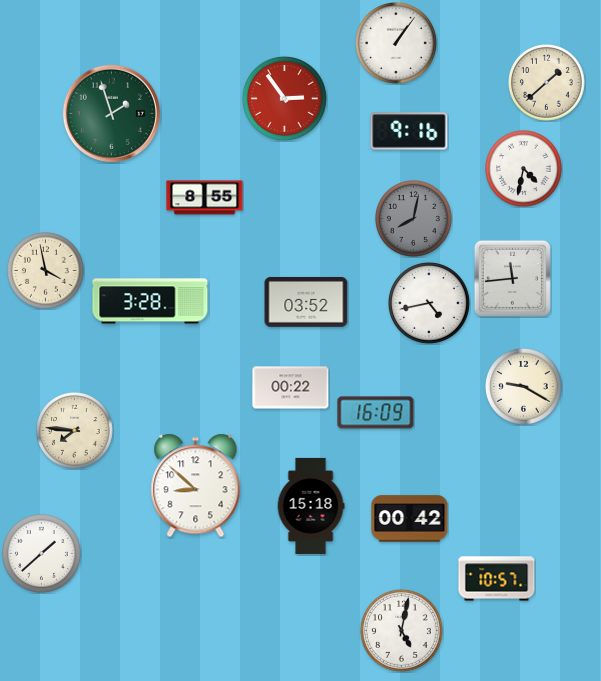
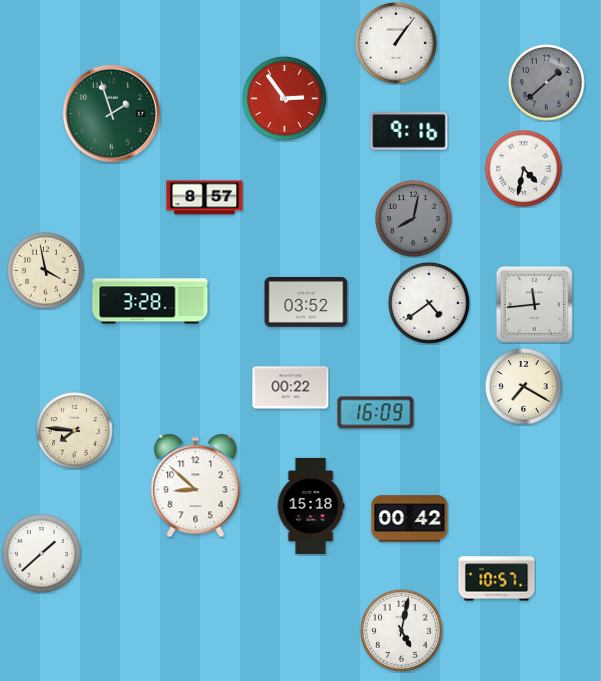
clock at (547, 83) dial: cream -> grey
clock at (205, 198): 8:55 -> 8:57
clock at (512, 278) position: (512, 278) -> (534, 304)
clock at (430, 304): 4:43 -> 4:39
clock at (524, 387): 9:20 -> 7:20
